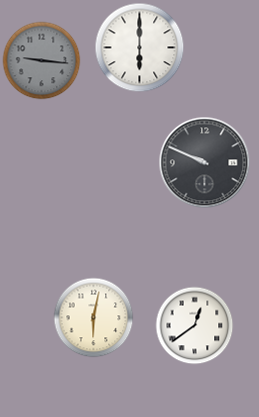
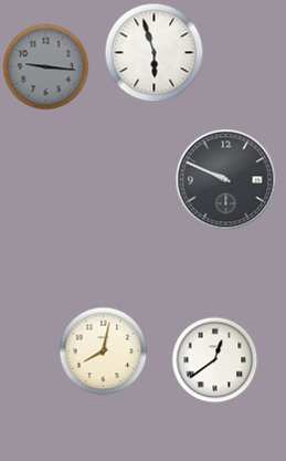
clock at (139, 47): 6:00 -> 5:57
clock at (93, 317): 6:02 -> 8:02
